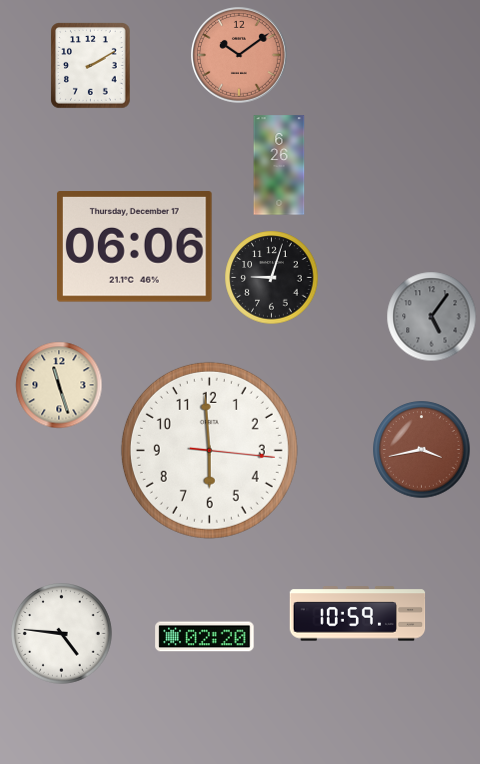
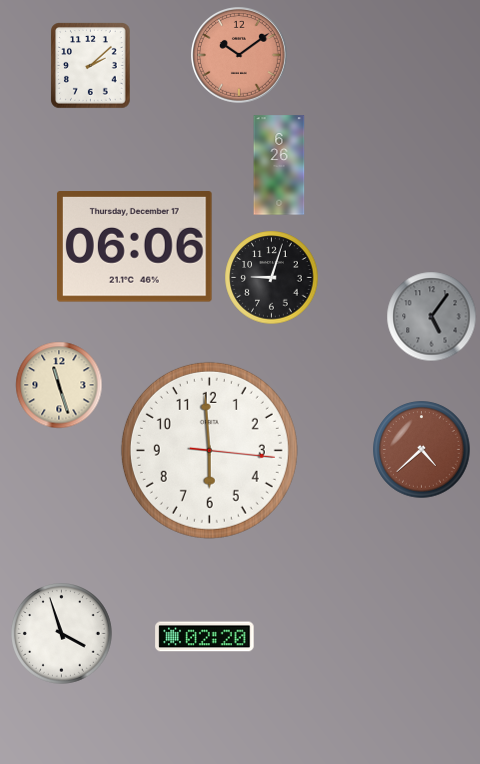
clock at (91, 65): 2:10 -> 2:08
clock at (422, 450): 3:43 -> 4:38
clock at (358, 614): 10:59 -> none
clock at (62, 634): 4:46 -> 3:57
